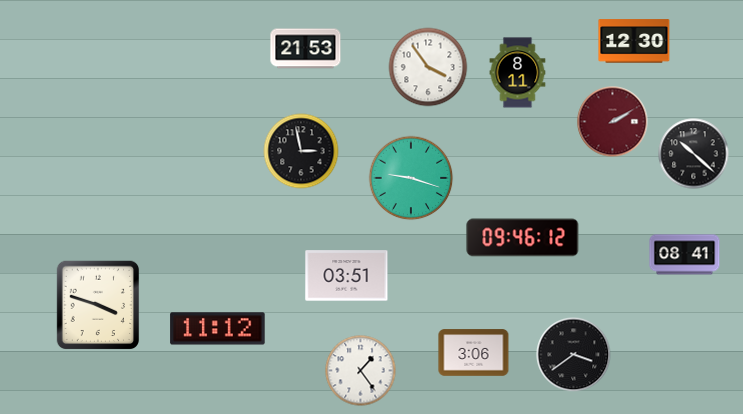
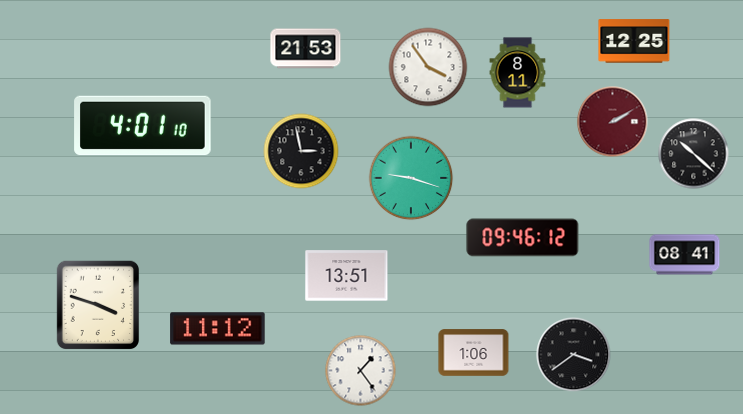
clock at (634, 41): 12:30 -> 12:25
clock at (143, 126): none -> 4:01
clock at (347, 276): 03:51 -> 13:51
clock at (474, 353): 3:06 -> 1:06
